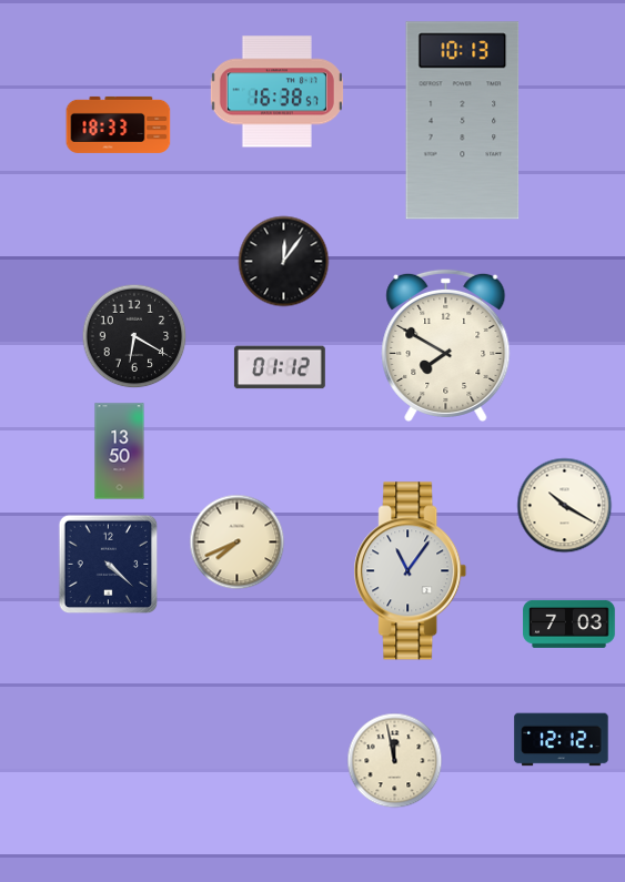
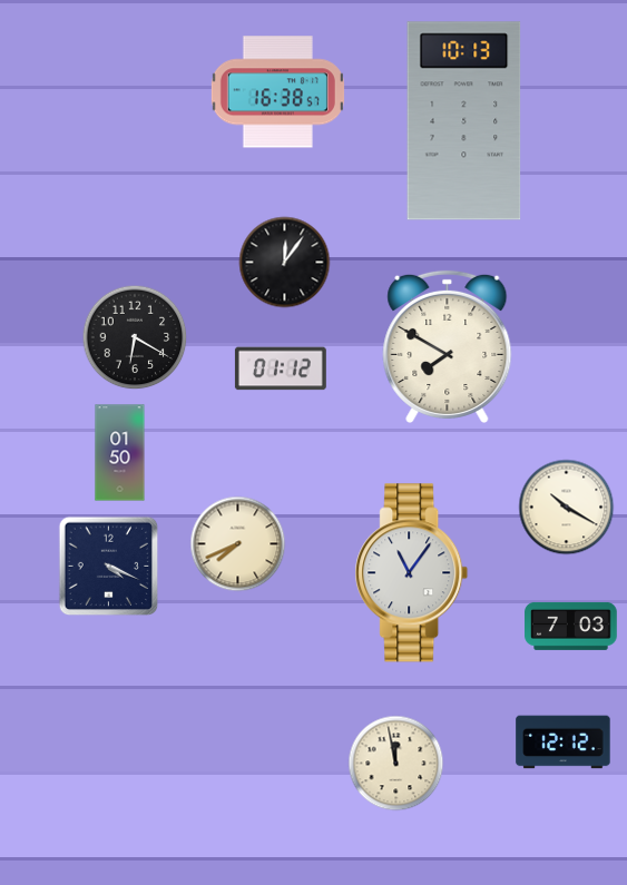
clock at (119, 124): 18:33 -> none
clock at (120, 452): 13:50 -> 01:50
clock at (109, 565): 4:22 -> 4:19
